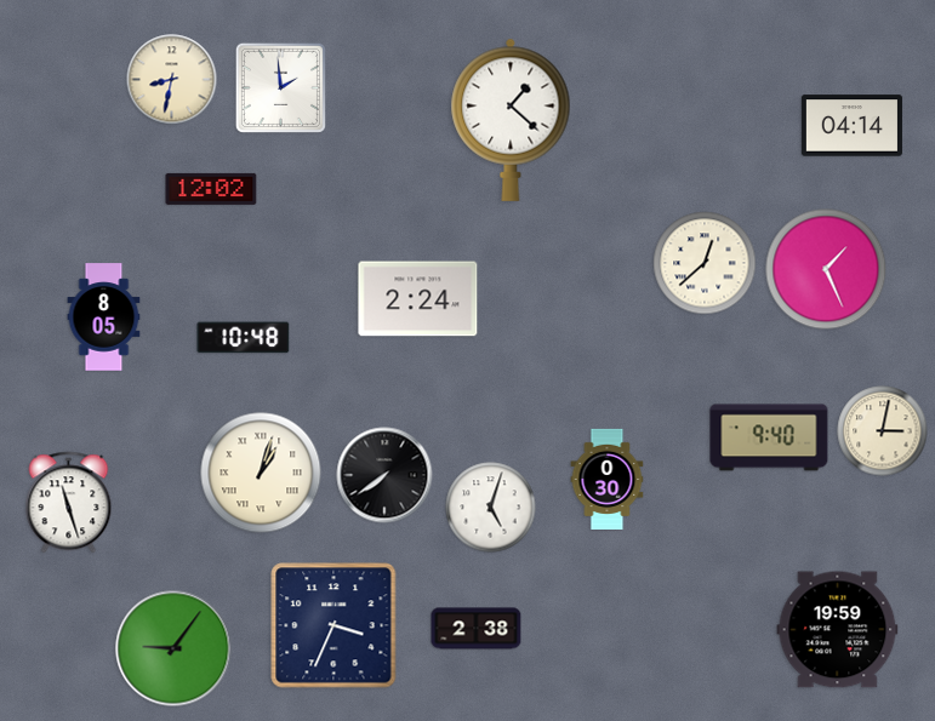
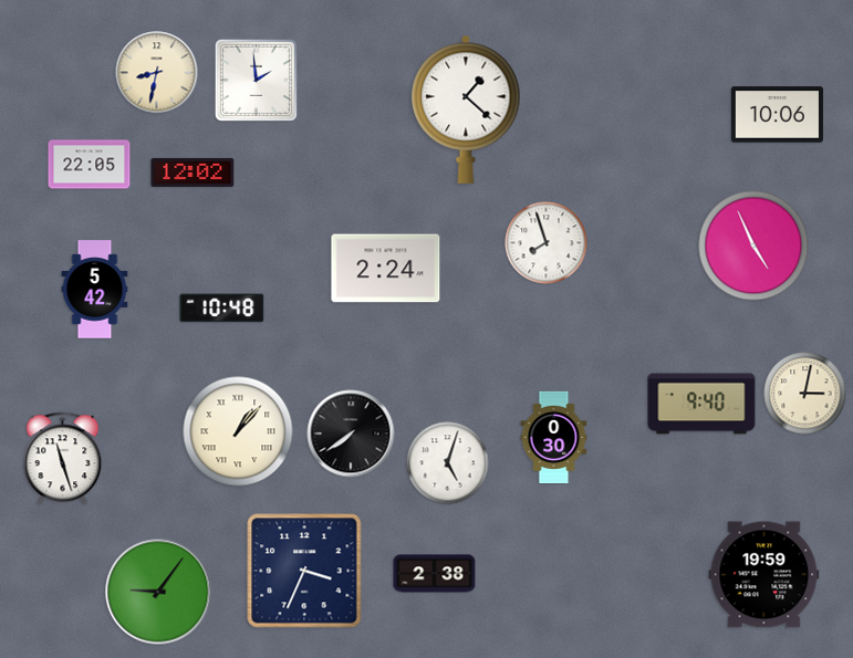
clock at (851, 126): 04:14 -> 10:06
clock at (90, 165): none -> 22:05
clock at (705, 263): 12:38 -> none
clock at (547, 243): none -> 7:57
clock at (826, 269): 1:26 -> 4:56
clock at (418, 299) position: (418, 299) -> (386, 269)
clock at (104, 317): 8:05 -> 5:42
clock at (769, 437) position: (769, 437) -> (701, 404)
clock at (261, 473): 1:03 -> 1:07
